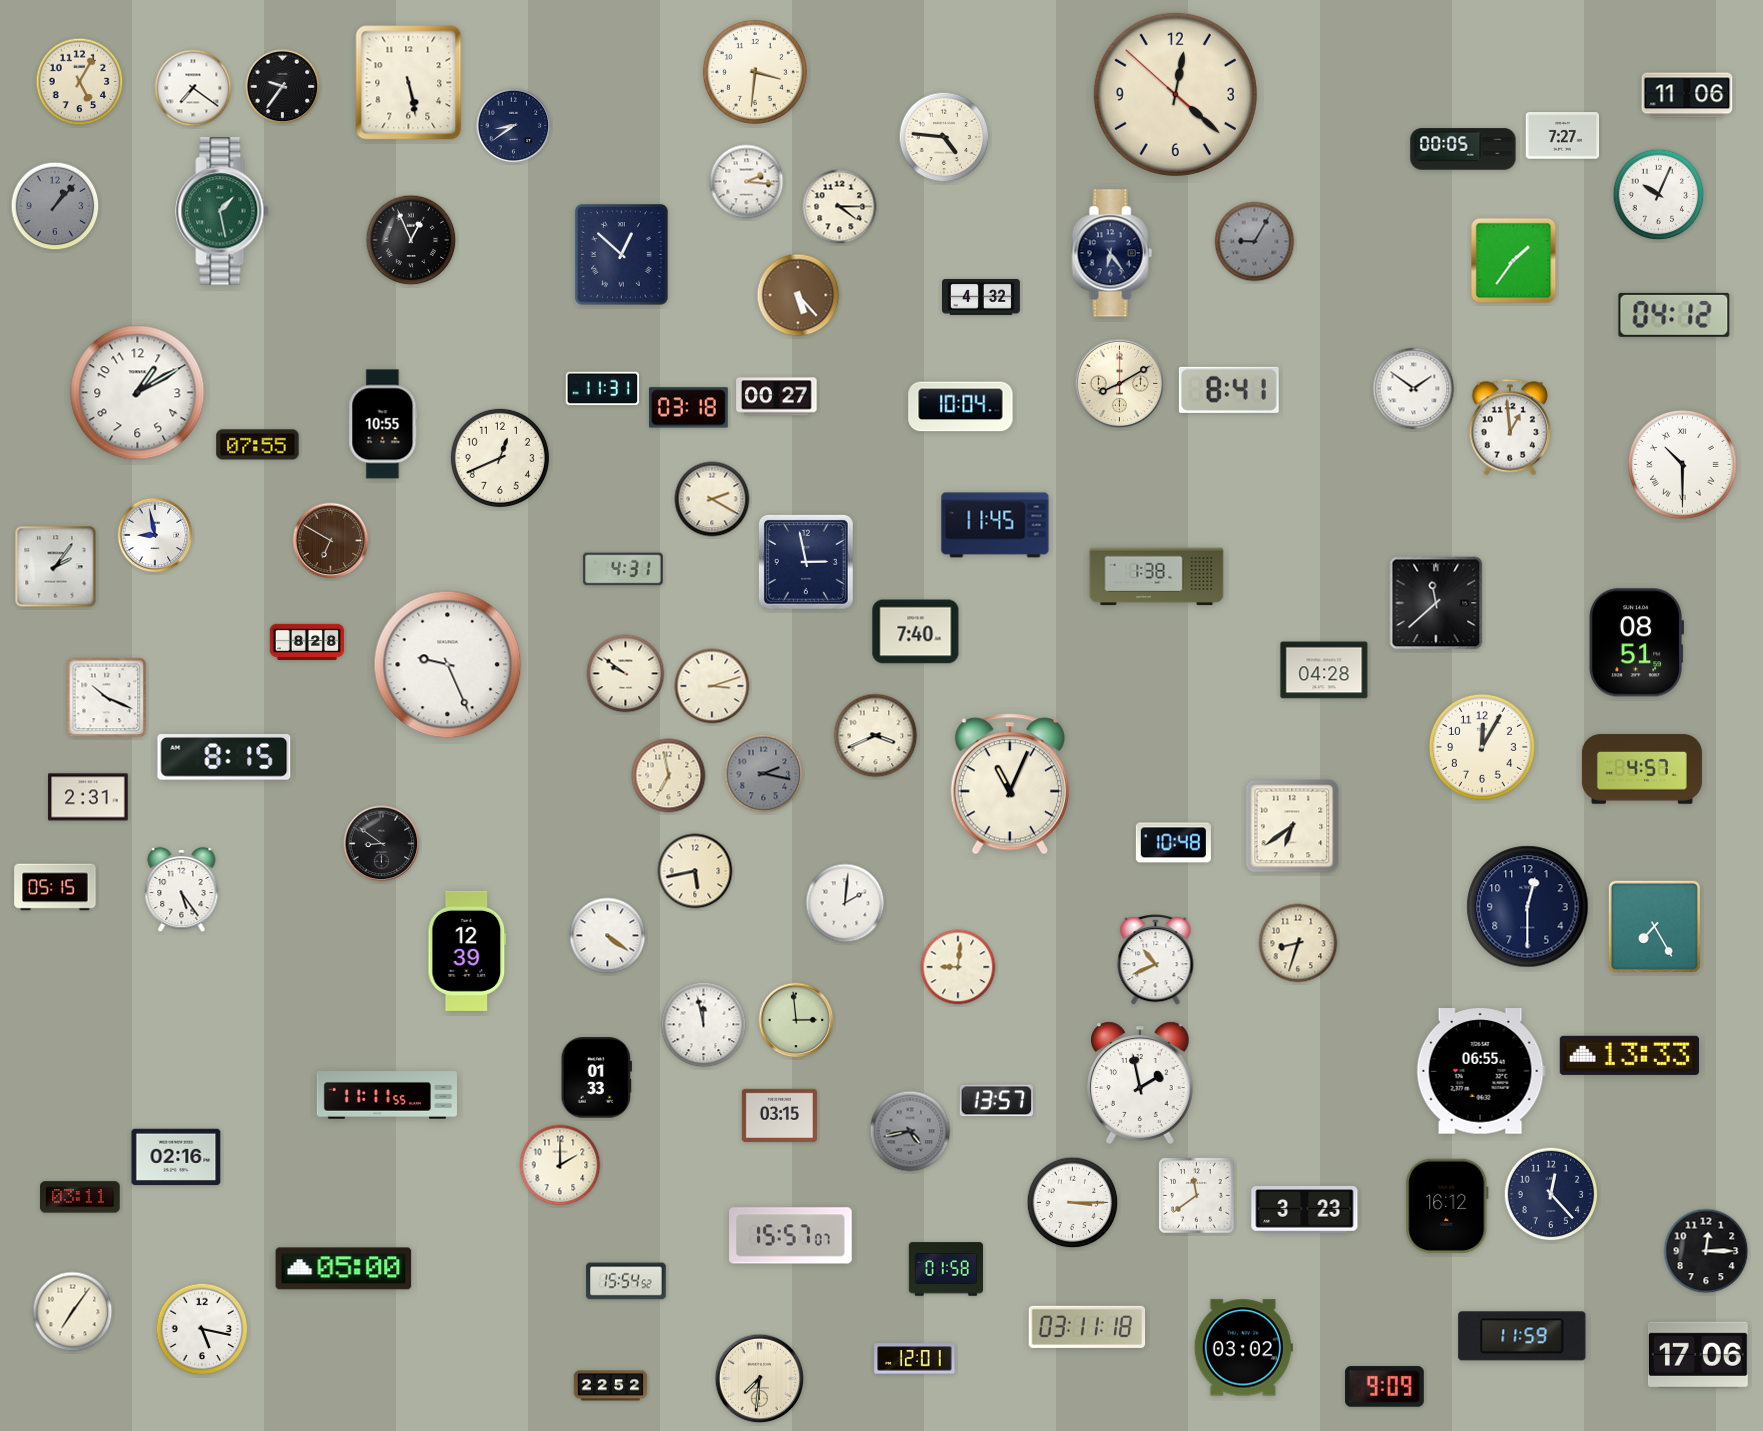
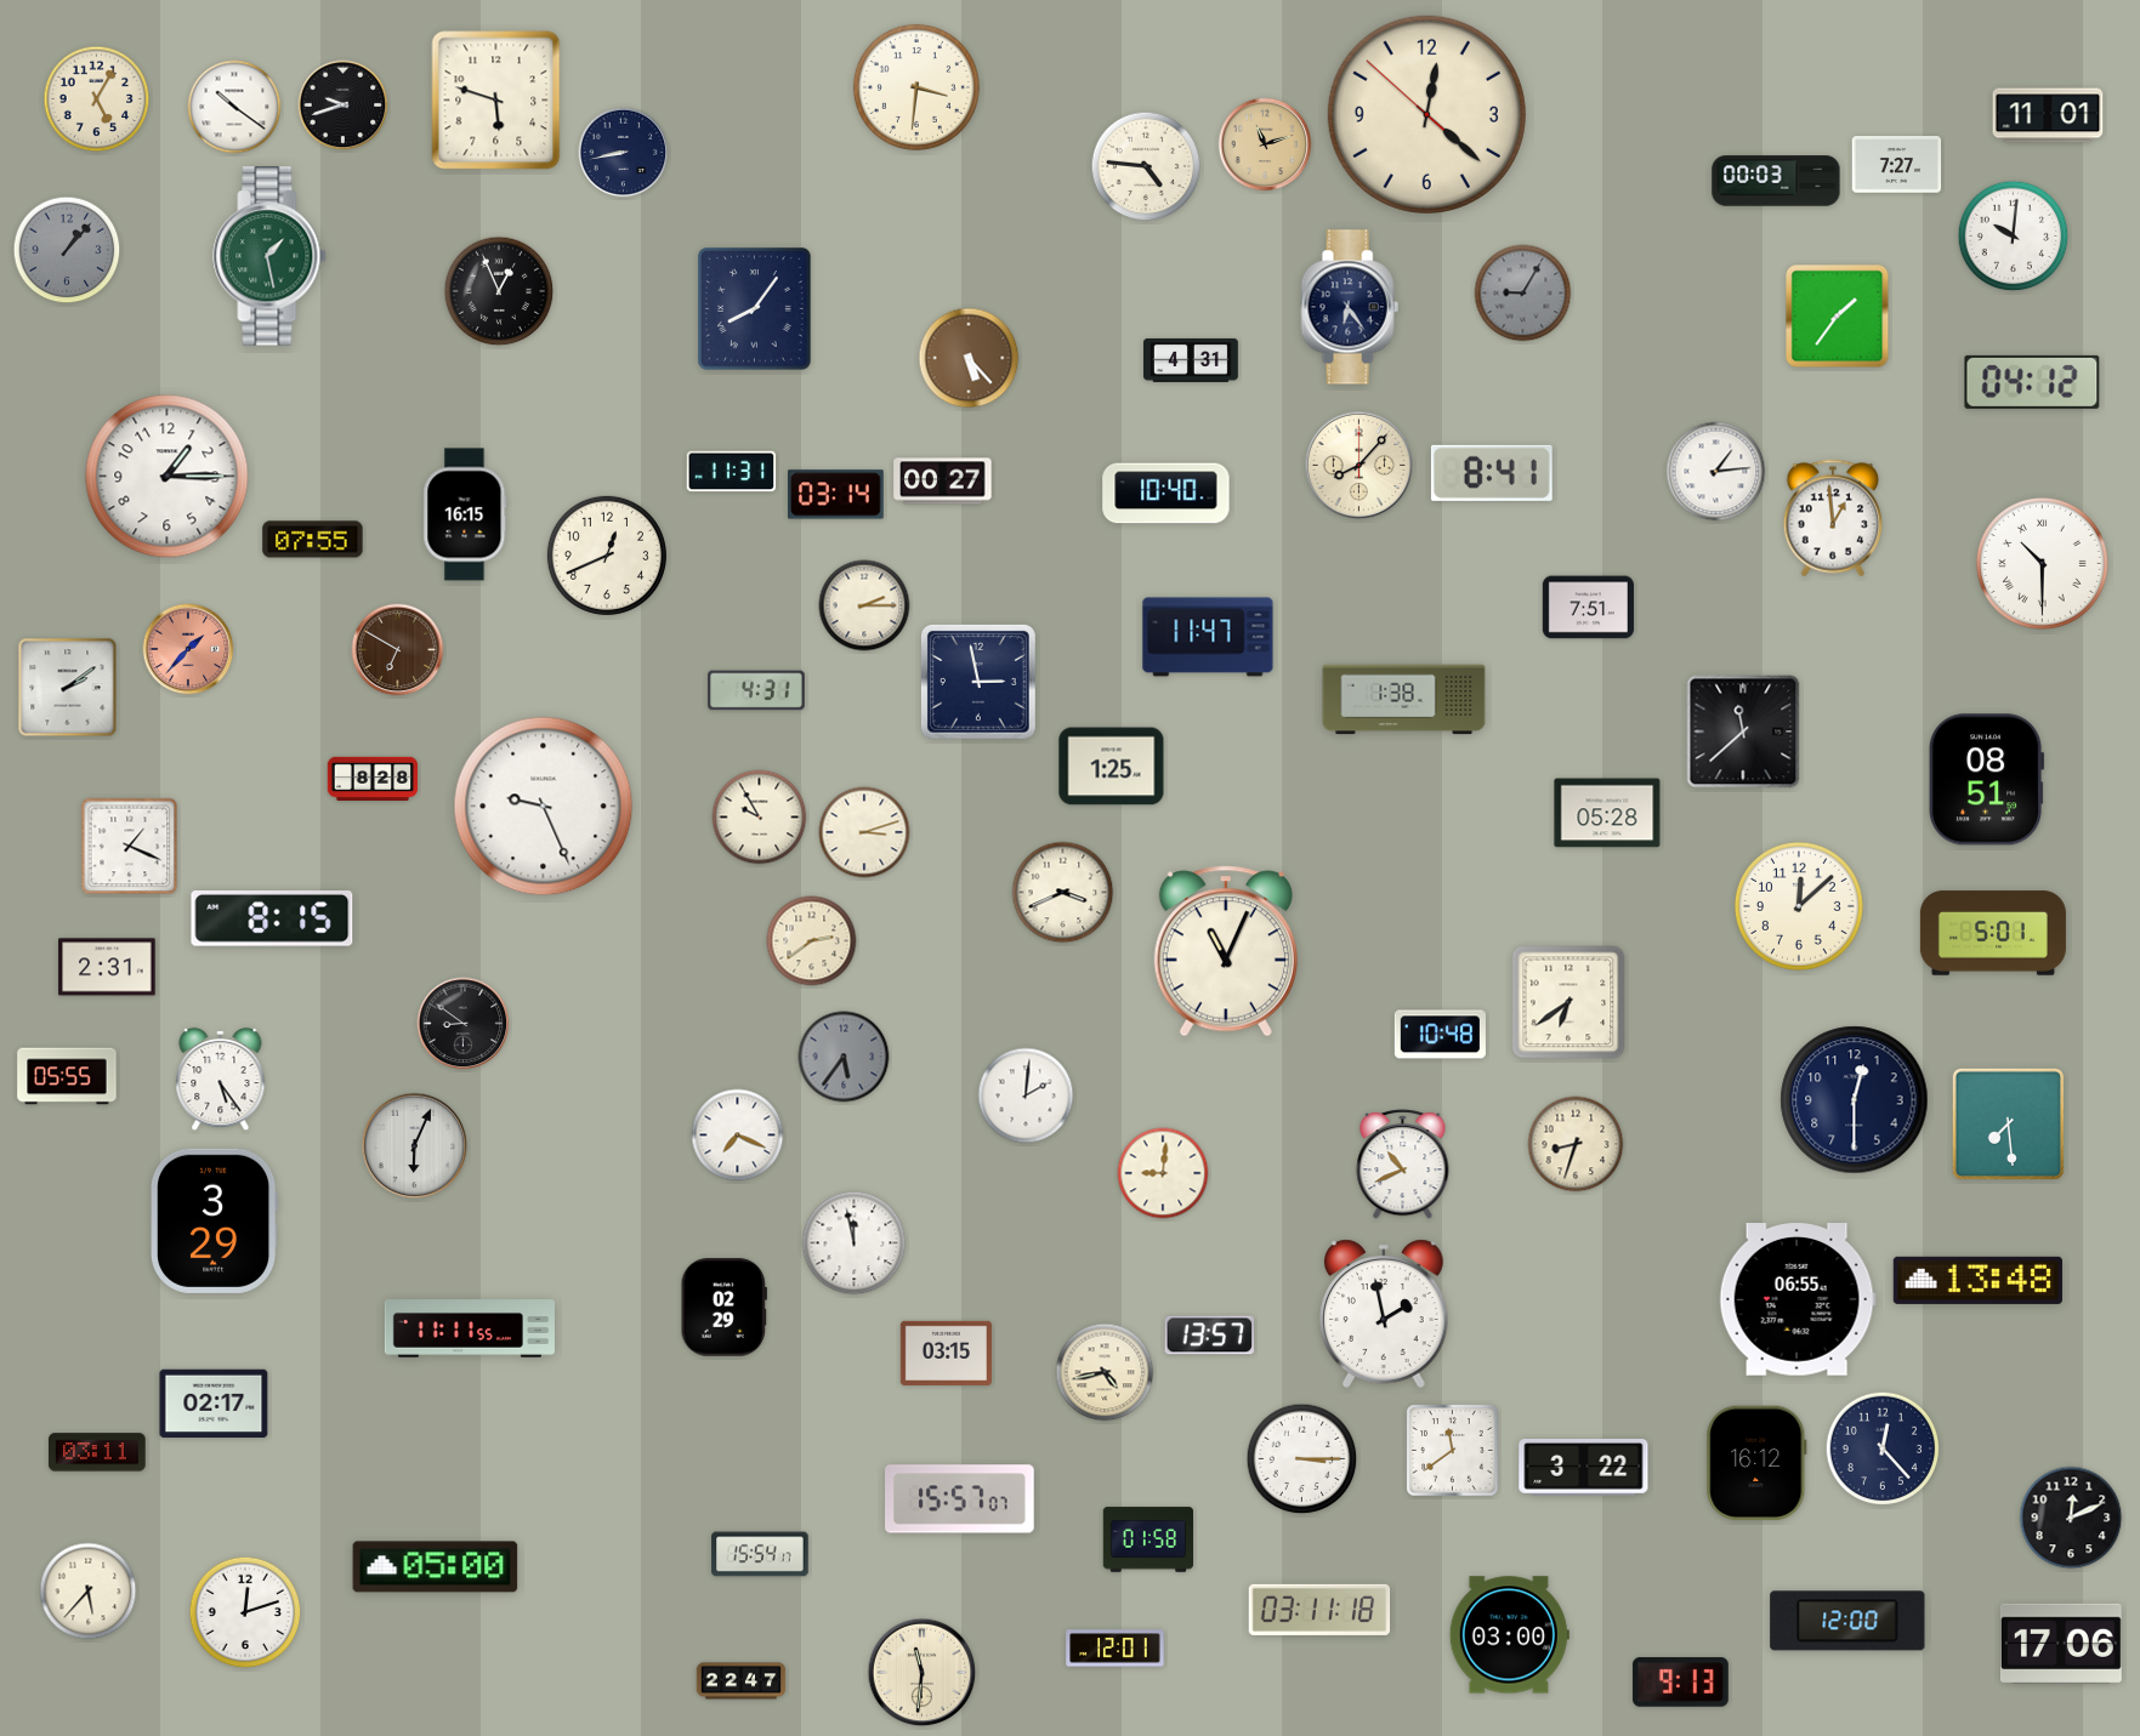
clock at (409, 83): 5:28 -> 5:48
clock at (283, 87): 9:36 -> 9:42
clock at (193, 88): 7:21 -> 10:21
clock at (1687, 95): 11:06 -> 11:01
clock at (1265, 144): none -> 11:12
clock at (514, 126): 8:39 -> 8:43
clock at (1463, 149): 00:05 -> 00:03
clock at (747, 182): 2:16 -> none
clock at (1659, 195): 10:04 -> 10:01
clock at (840, 207): 4:15 -> none
clock at (622, 255): 12:52 -> 8:06
clock at (982, 297): 4:32 -> 4:31
clock at (1120, 384): 8:10 -> 8:07
clock at (1414, 389): 1:51 -> 1:14
clock at (138, 393): 1:10 -> 1:15
clock at (961, 407): 10:04 -> 10:40
clock at (689, 408): 03:18 -> 03:14
clock at (383, 424): 10:55 -> 16:15
clock at (712, 499): 2:20 -> 2:15
clock at (1588, 608): none -> 7:51
clock at (995, 525): 11:45 -> 11:47
clock at (155, 535): 8:58 -> 1:37
clock at (155, 535) dial: white -> salmon
clock at (331, 541) position: (331, 541) -> (398, 650)
clock at (56, 567): 2:06 -> 2:09
clock at (916, 632): 7:40 -> 1:25
clock at (1324, 670): 04:28 -> 05:28
clock at (626, 674): 9:51 -> 9:55
clock at (107, 698): 10:19 -> 1:19
clock at (1482, 747): 12:05 -> 12:08
clock at (1642, 769): 4:57 -> 5:01
clock at (764, 774): 2:17 -> none
clock at (669, 776): 6:58 -> 2:39
clock at (1173, 843) position: (1173, 843) -> (1440, 1035)
clock at (695, 871): 5:43 -> 5:36
clock at (695, 871) dial: cream -> grey
clock at (55, 887): 05:15 -> 05:55
clock at (1655, 927): 7:25 -> 7:29
clock at (608, 936): 4:21 -> 7:19
clock at (415, 1146): none -> 6:04
clock at (467, 951): 12:39 -> none
clock at (215, 1220): none -> 3:29
clock at (796, 1020): 2:59 -> none
clock at (1629, 1055): 13:33 -> 13:48
clock at (596, 1078): 01:33 -> 02:29
clock at (910, 1131) dial: grey -> cream
clock at (176, 1157): 02:16 -> 02:17
clock at (560, 1165): 2:00 -> none
clock at (1305, 1210): 3:23 -> 3:22
clock at (1706, 1251): 12:15 -> 12:11
clock at (344, 1269) position: (344, 1269) -> (436, 1567)
clock at (626, 1281): 15:54:52 -> 15:54:17
clock at (73, 1312): 7:06 -> 5:37
clock at (202, 1329): 5:17 -> 12:12
clock at (1522, 1336): 11:59 -> 12:00
clock at (1243, 1348): 03:02 -> 03:00
clock at (915, 1359) position: (915, 1359) -> (1116, 1649)
clock at (760, 1379): 7:31 -> 11:31
clock at (611, 1386): 22:52 -> 22:47
clock at (1385, 1387): 9:09 -> 9:13
